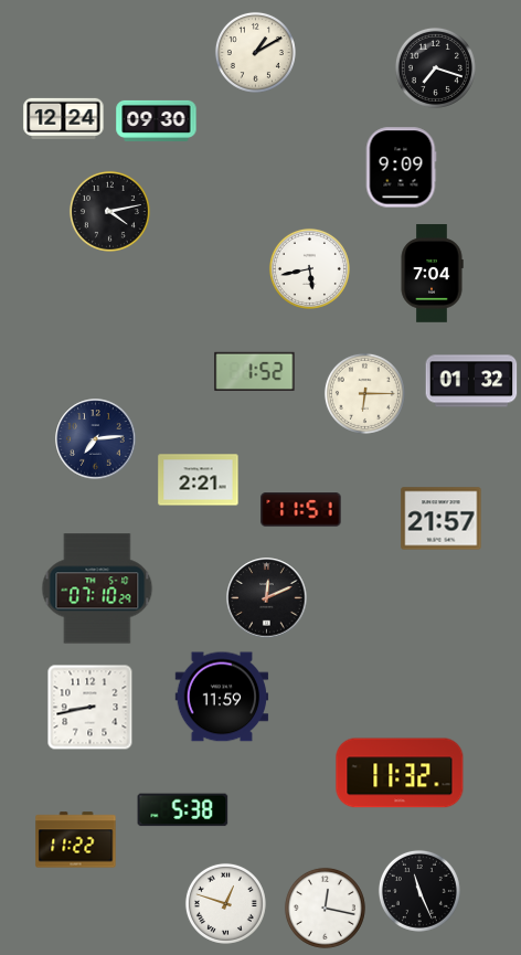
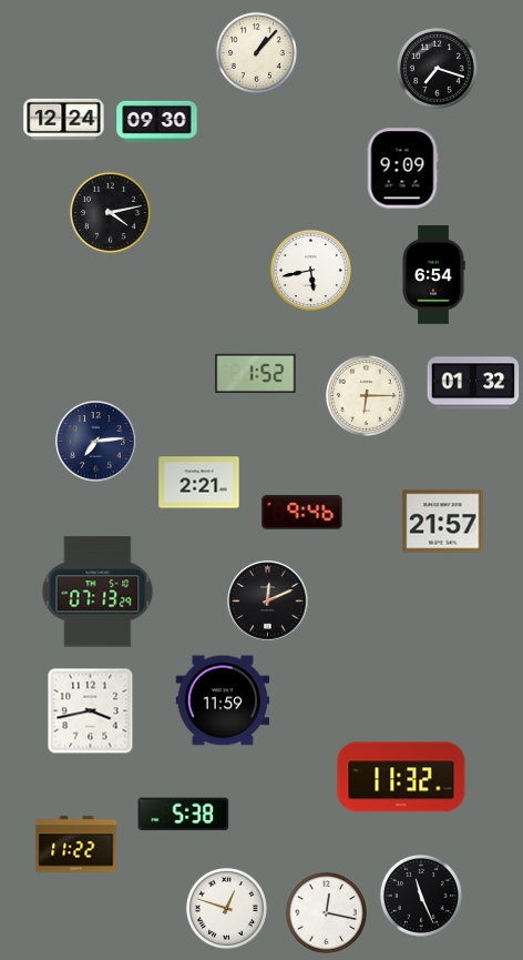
clock at (255, 52): 1:10 -> 1:07
clock at (432, 274): 7:04 -> 6:54
clock at (301, 510): 11:51 -> 9:46
clock at (97, 588): 07:10 -> 07:13
clock at (91, 708): 8:43 -> 3:43
